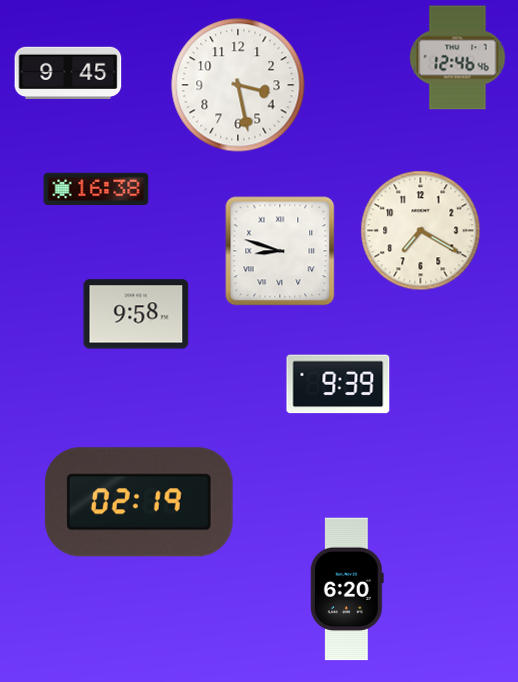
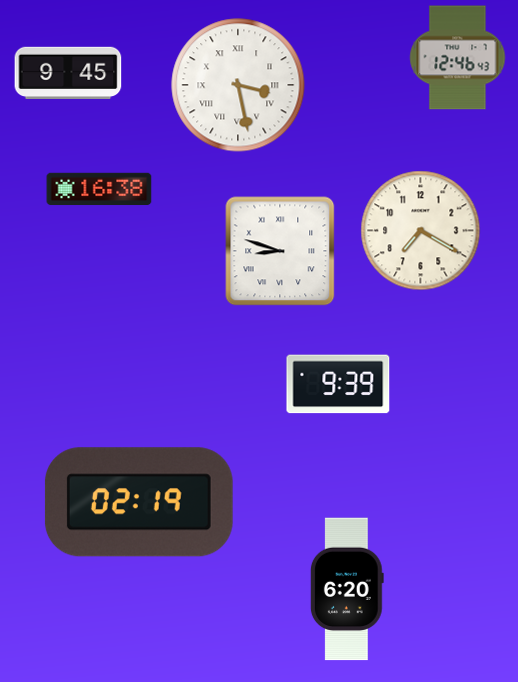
clock at (458, 58): 12:46:46 -> 12:46:43
clock at (238, 85) numerals: Arabic -> Roman
clock at (96, 189) position: (96, 189) -> (99, 189)
clock at (136, 314): 9:58 -> none
